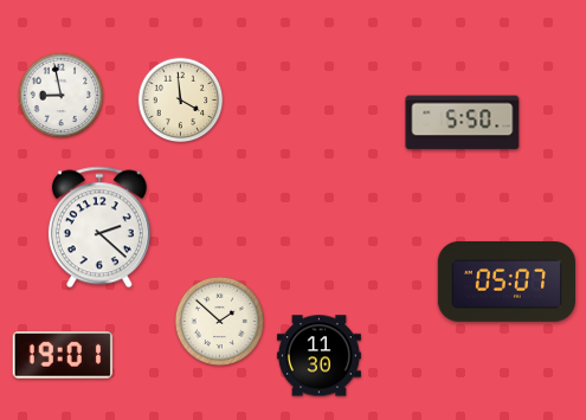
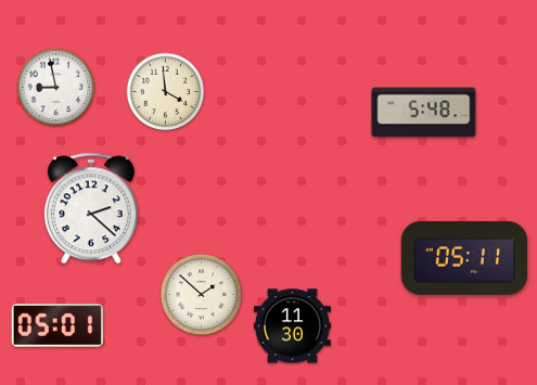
clock at (463, 123): 5:50 -> 5:48
clock at (505, 282): 05:07 -> 05:11
clock at (62, 355): 19:01 -> 05:01
